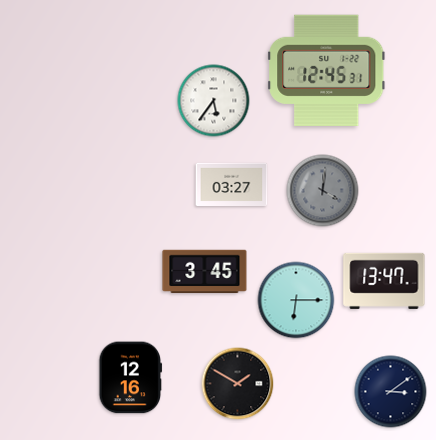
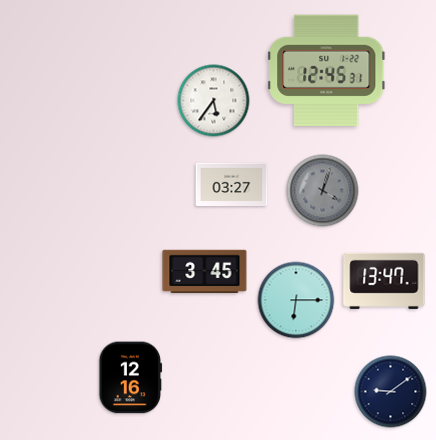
clock at (323, 191): 4:01 -> 4:03
clock at (238, 384): 1:50 -> none
clock at (391, 392): 3:09 -> 9:09
